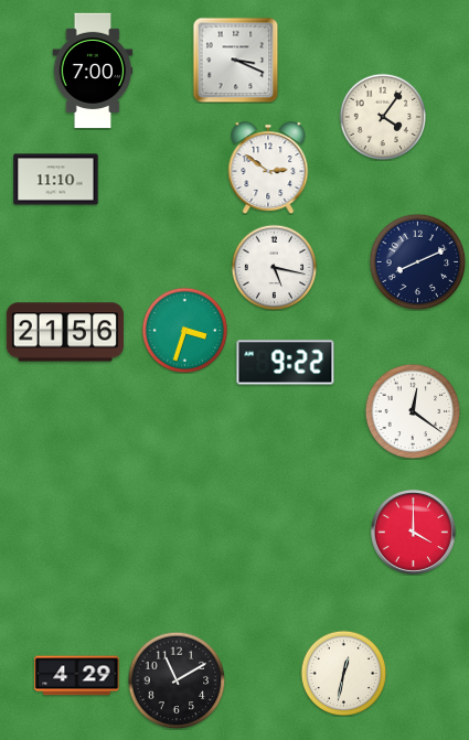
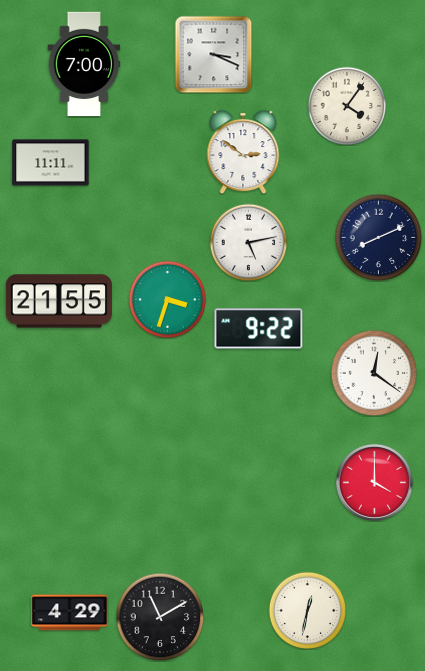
clock at (56, 180): 11:10 -> 11:11
clock at (274, 267): 5:17 -> 5:13
clock at (65, 332): 21:56 -> 21:55
clock at (343, 673) position: (343, 673) -> (307, 610)
